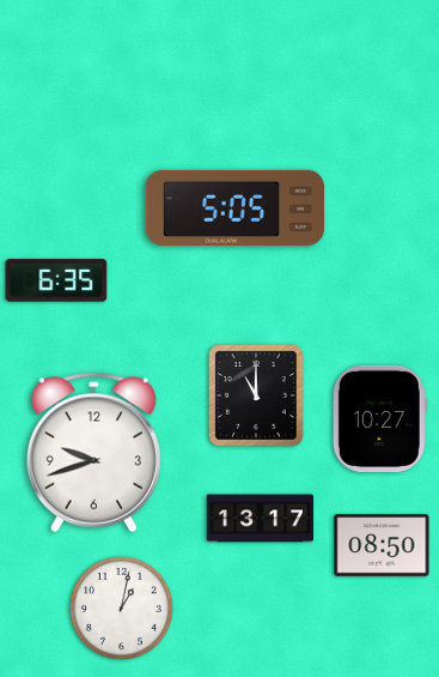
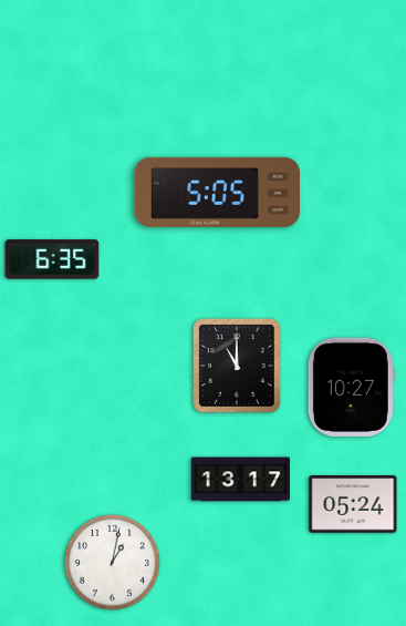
clock at (93, 453): 9:42 -> none
clock at (382, 545): 08:50 -> 05:24
